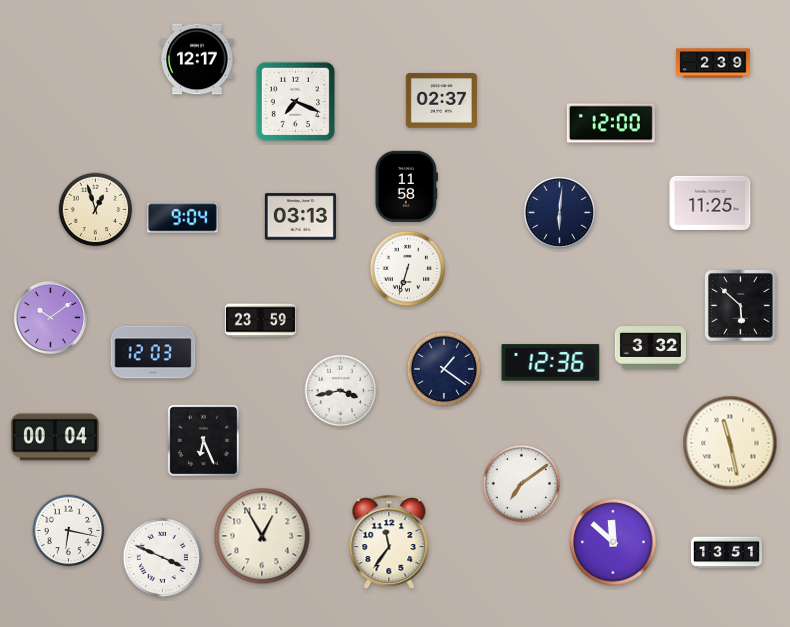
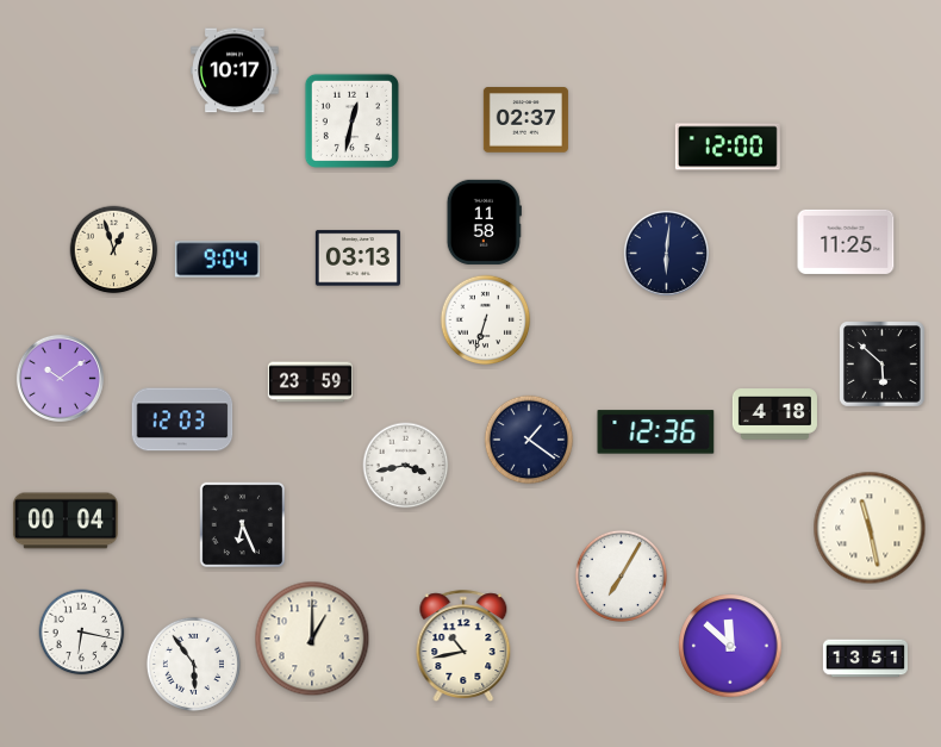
clock at (197, 59): 12:17 -> 10:17
clock at (713, 63): 2:39 -> none
clock at (295, 101): 7:19 -> 12:32
clock at (650, 348): 3:32 -> 4:18
clock at (521, 483): 7:09 -> 7:05
clock at (262, 536): 12:55 -> 1:00
clock at (389, 542): 11:36 -> 10:43
clock at (162, 557): 3:49 -> 5:54
